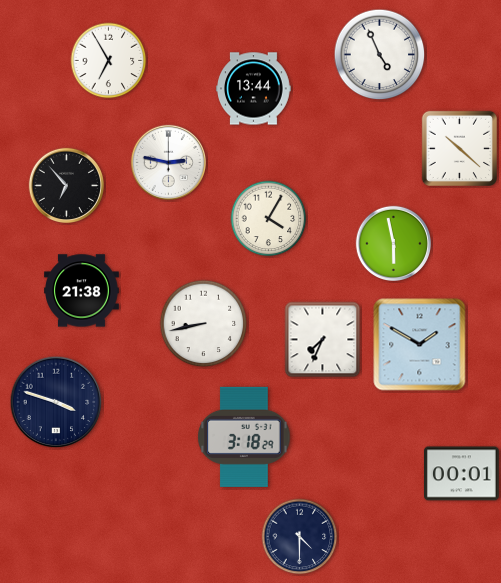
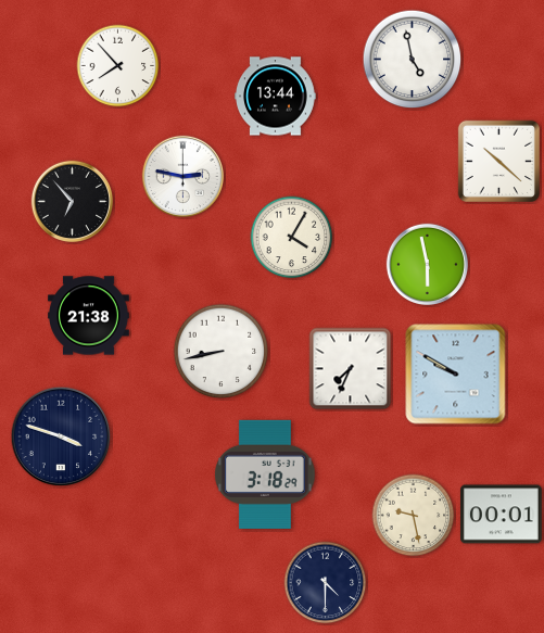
clock at (380, 55): 4:56 -> 4:58
clock at (109, 61): 6:55 -> 7:53
clock at (420, 345): 1:50 -> 9:50
clock at (414, 516): none -> 9:28
